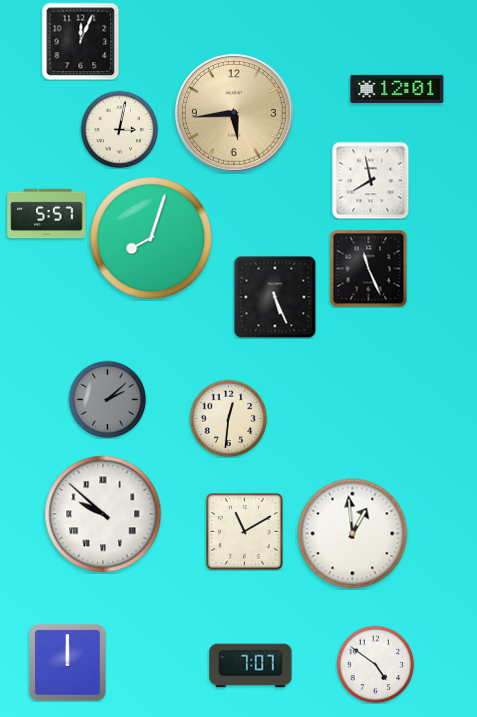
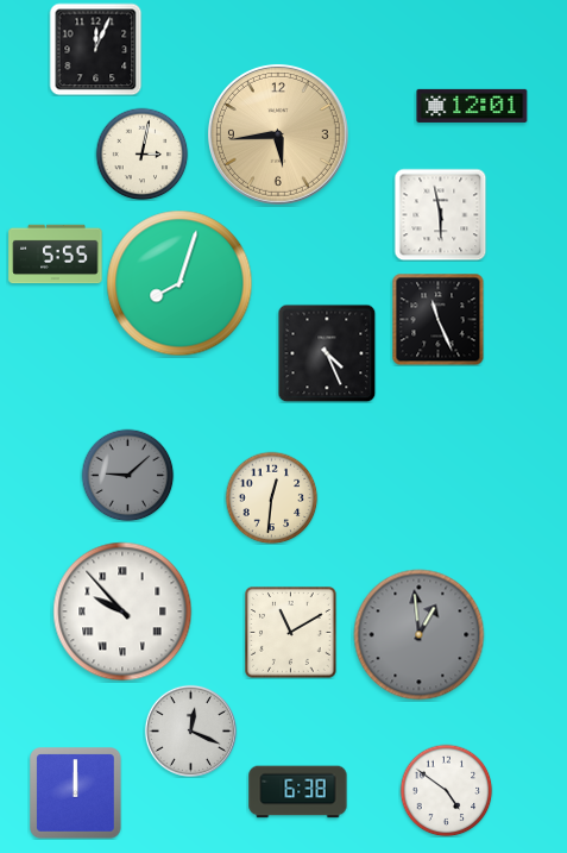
clock at (370, 180): 7:58 -> 5:58
clock at (47, 214): 5:57 -> 5:55
clock at (275, 297): 5:26 -> 4:26
clock at (107, 399): 2:08 -> 9:08
clock at (103, 514): 9:52 -> 9:53
clock at (353, 534) dial: white -> grey
clock at (190, 730): none -> 12:19
clock at (68, 663) position: (68, 663) -> (76, 794)
clock at (251, 666): 7:07 -> 6:38
